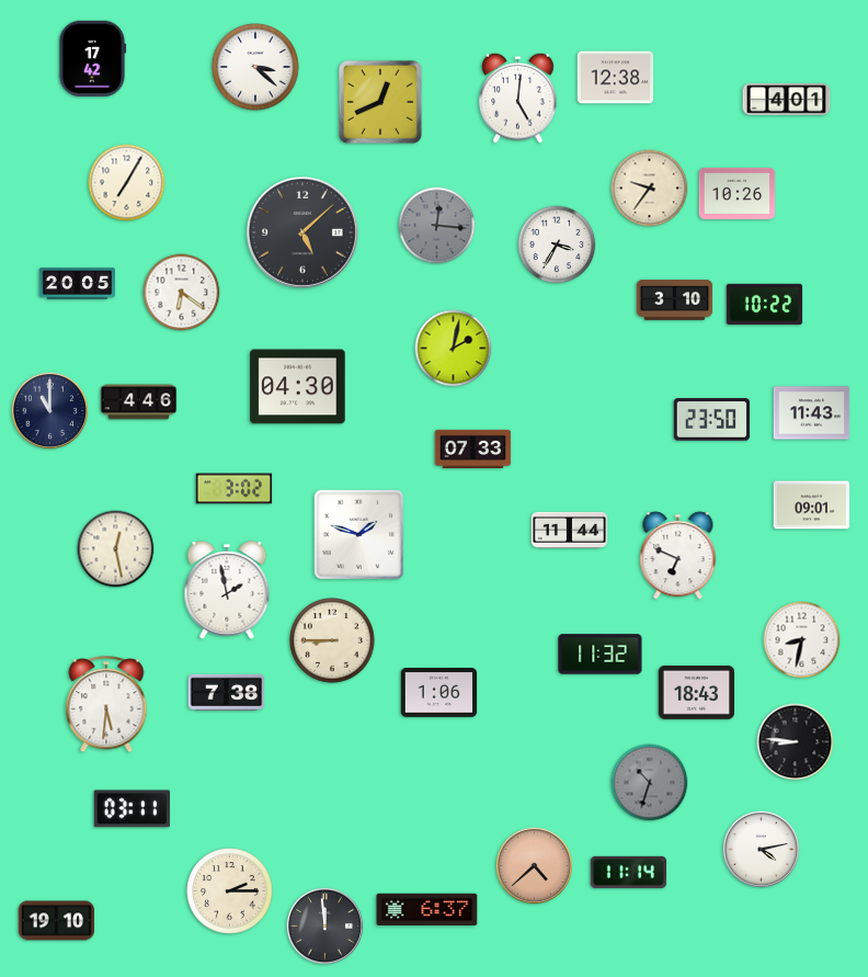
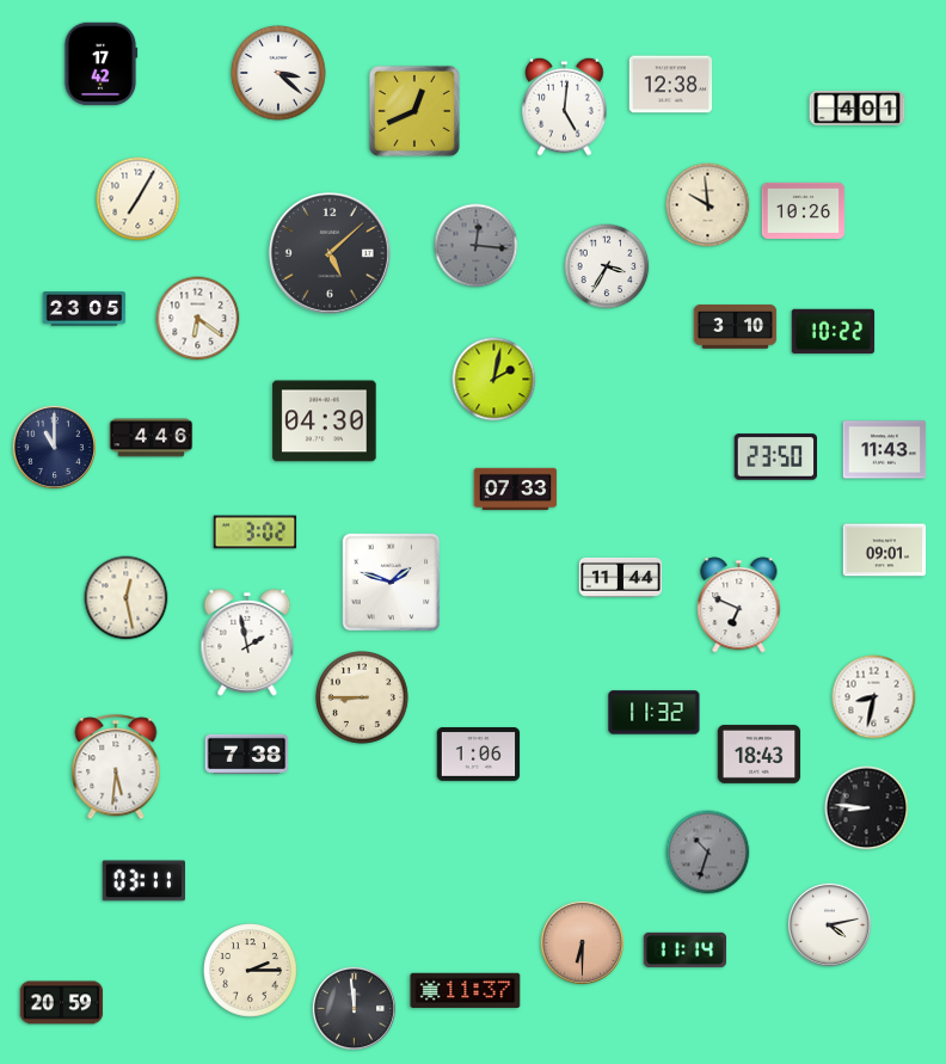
clock at (650, 189): 9:36 -> 9:59
clock at (78, 284): 20:05 -> 23:05
clock at (534, 865): 4:38 -> 6:30
clock at (427, 909): 6:37 -> 11:37
clock at (57, 921): 19:10 -> 20:59
